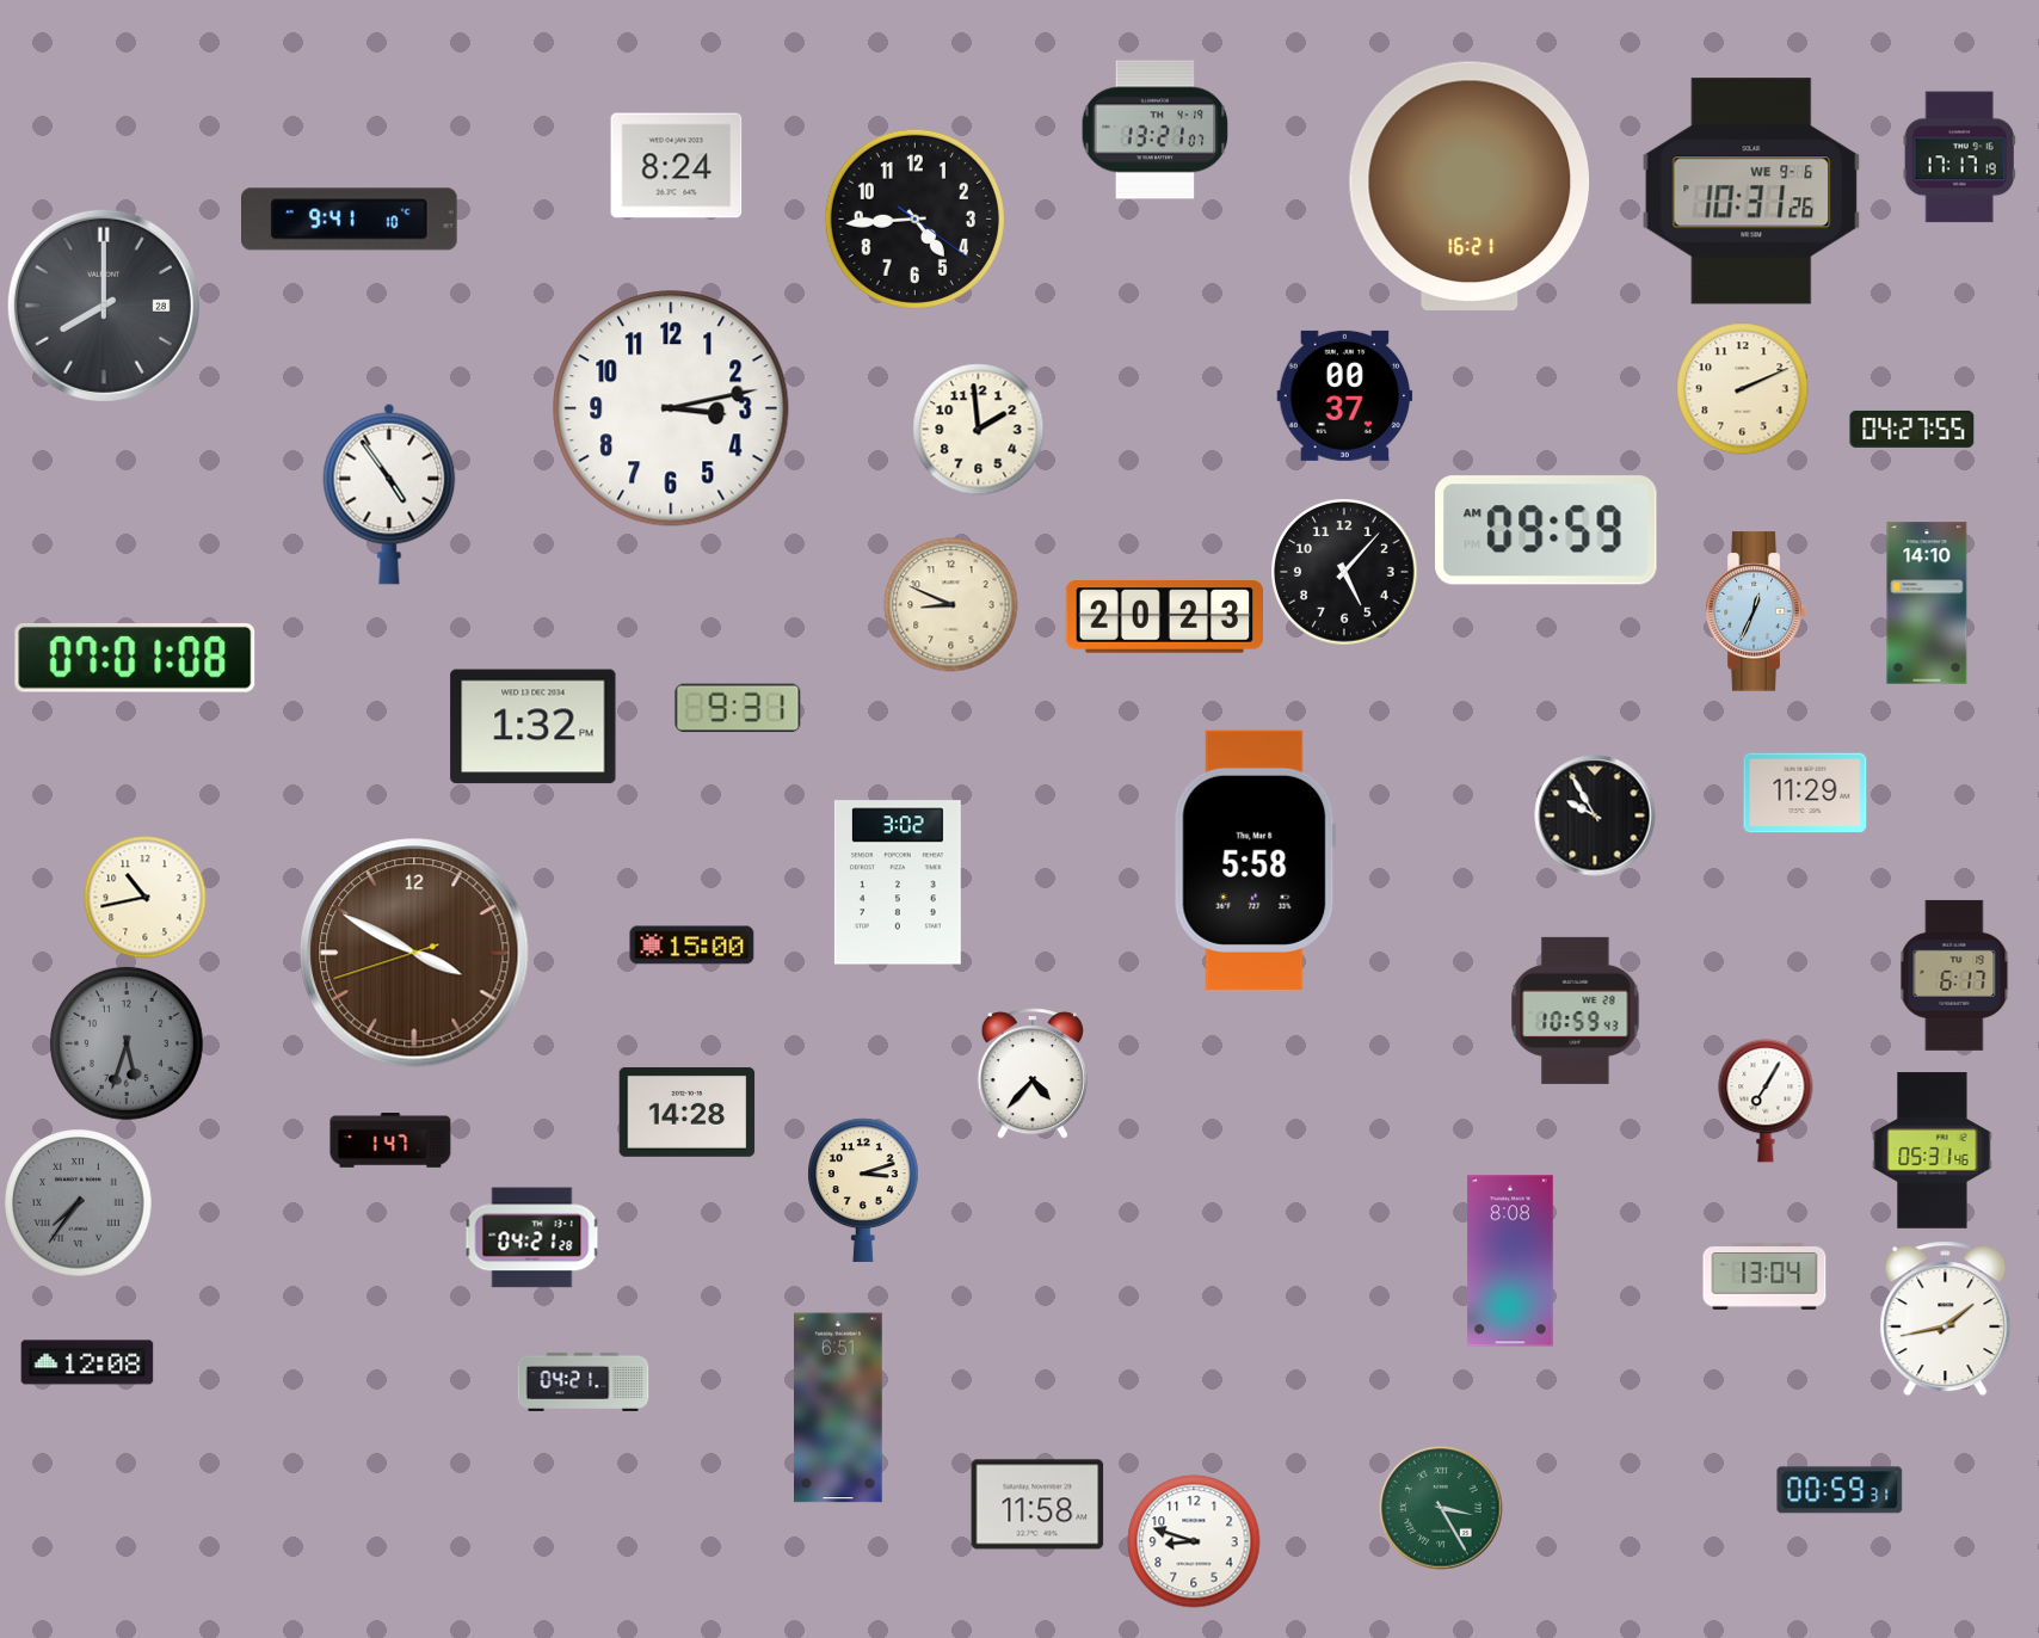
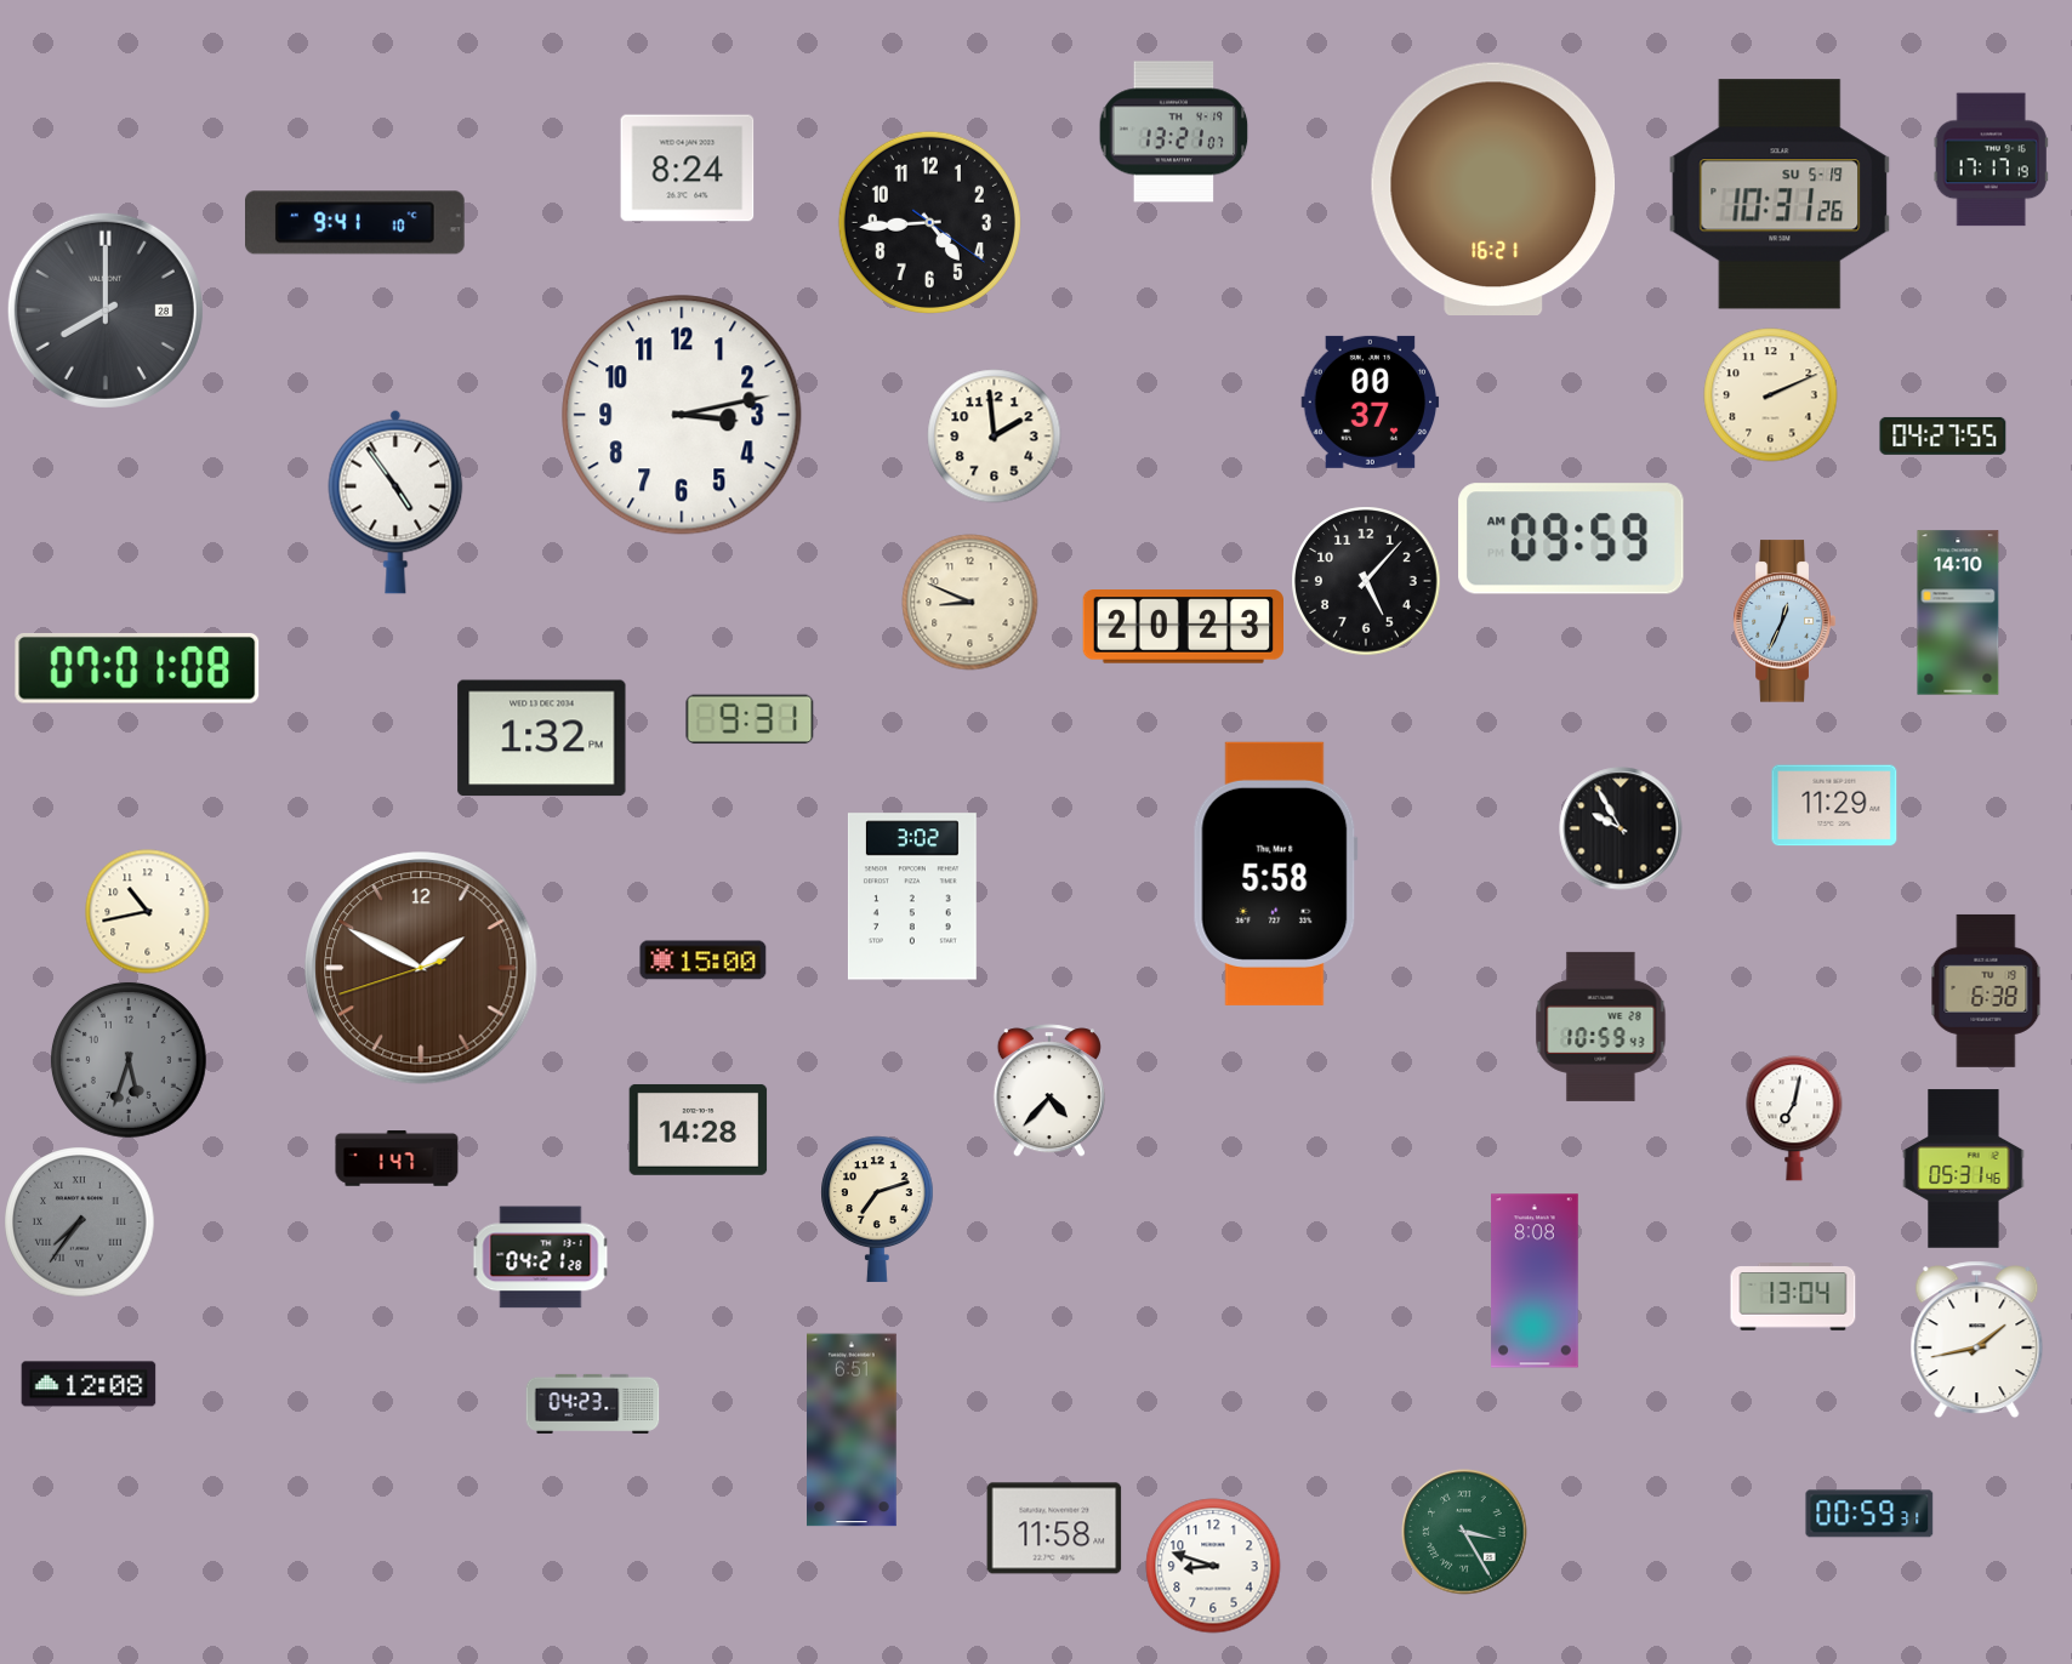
clock at (1751, 191) date: WE 9-6 -> SU 5-19
clock at (1345, 395) position: (1345, 395) -> (1371, 401)
clock at (951, 605) position: (951, 605) -> (970, 603)
clock at (414, 953): 3:49 -> 1:49
clock at (1954, 975): 6:17 -> 6:38
clock at (1766, 1101): 7:05 -> 7:02
clock at (863, 1190): 3:12 -> 7:12
clock at (584, 1381): 04:21 -> 04:23
